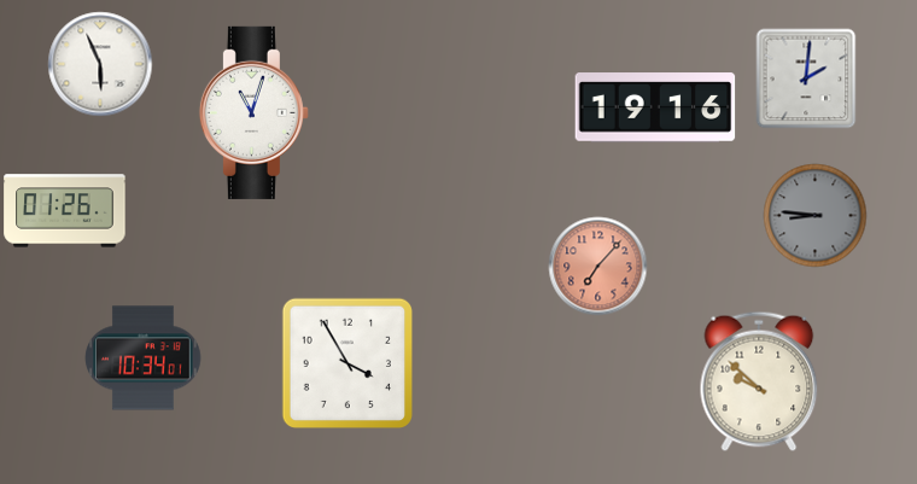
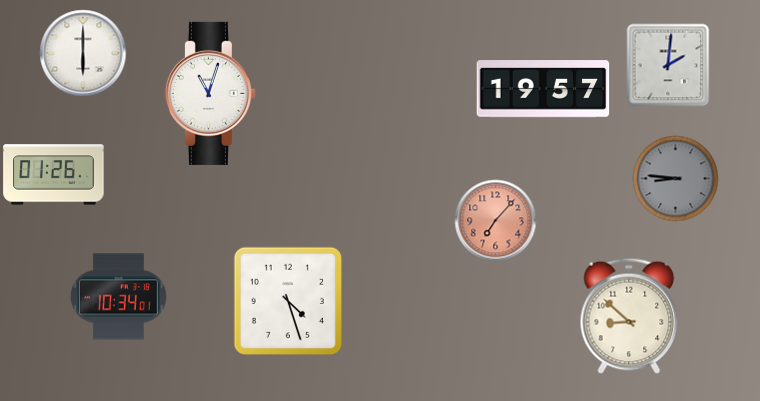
clock at (100, 64): 5:56 -> 6:00
clock at (655, 107): 19:16 -> 19:57
clock at (346, 362): 3:55 -> 4:27
clock at (759, 381): 9:52 -> 8:52
